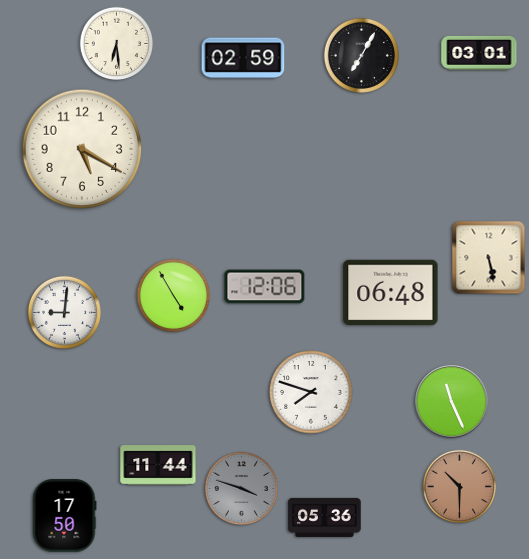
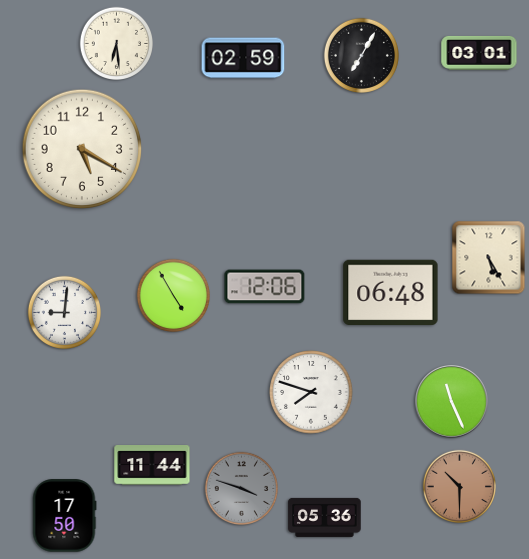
clock at (489, 258): 5:28 -> 5:25
clock at (158, 466) position: (158, 466) -> (152, 466)
